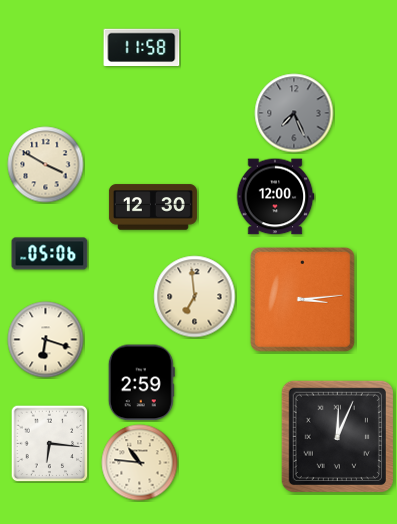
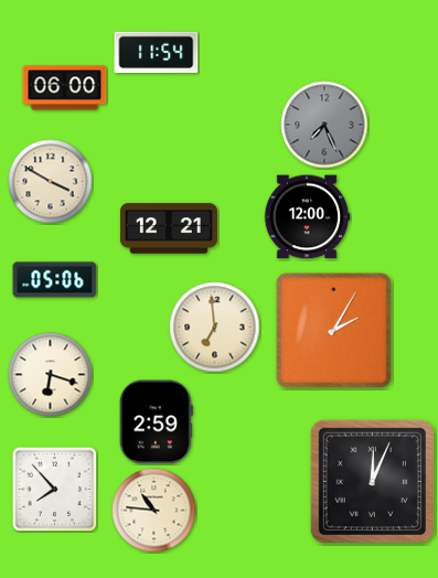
clock at (142, 48): 11:58 -> 11:54
clock at (65, 88): none -> 06:00
clock at (275, 197) position: (275, 197) -> (307, 217)
clock at (153, 207): 12:30 -> 12:21
clock at (302, 299): 3:14 -> 2:05
clock at (49, 443): 6:16 -> 7:53
